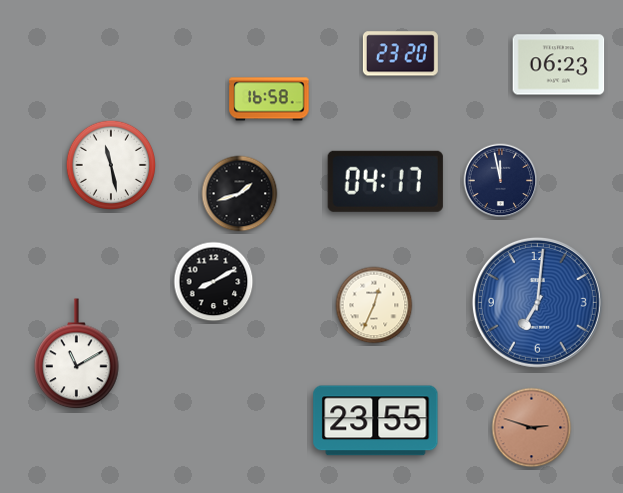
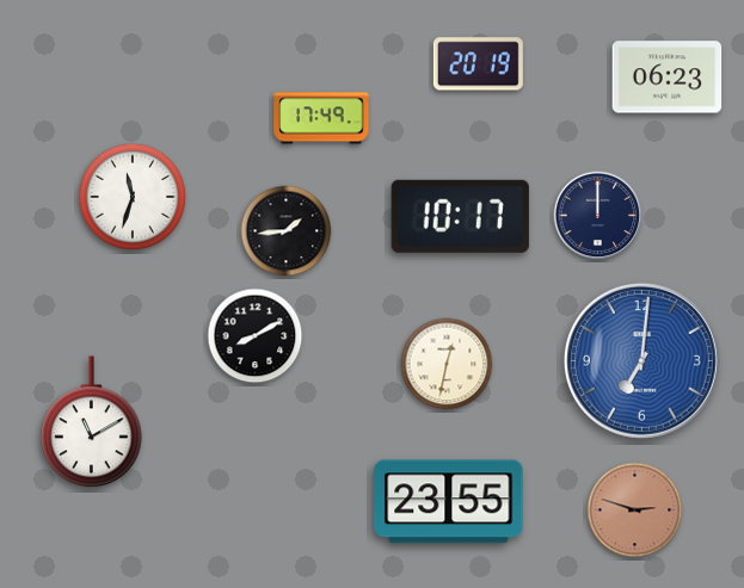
clock at (400, 54): 23:20 -> 20:19
clock at (269, 99): 16:58 -> 17:49
clock at (110, 164): 11:28 -> 11:33
clock at (385, 181): 04:17 -> 10:17
clock at (501, 181): 11:58 -> 12:00
clock at (240, 194): 1:42 -> 1:44
clock at (374, 305): 12:34 -> 12:32
